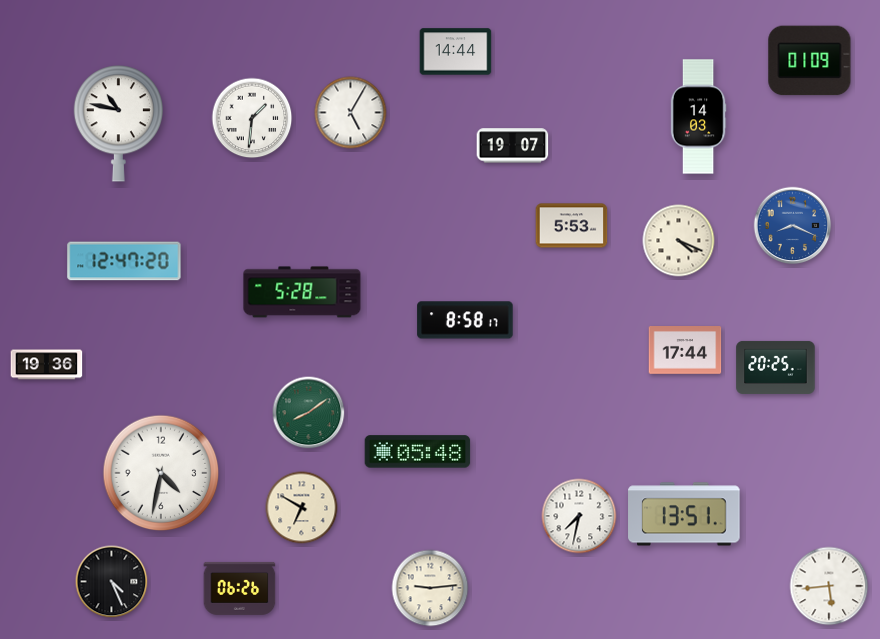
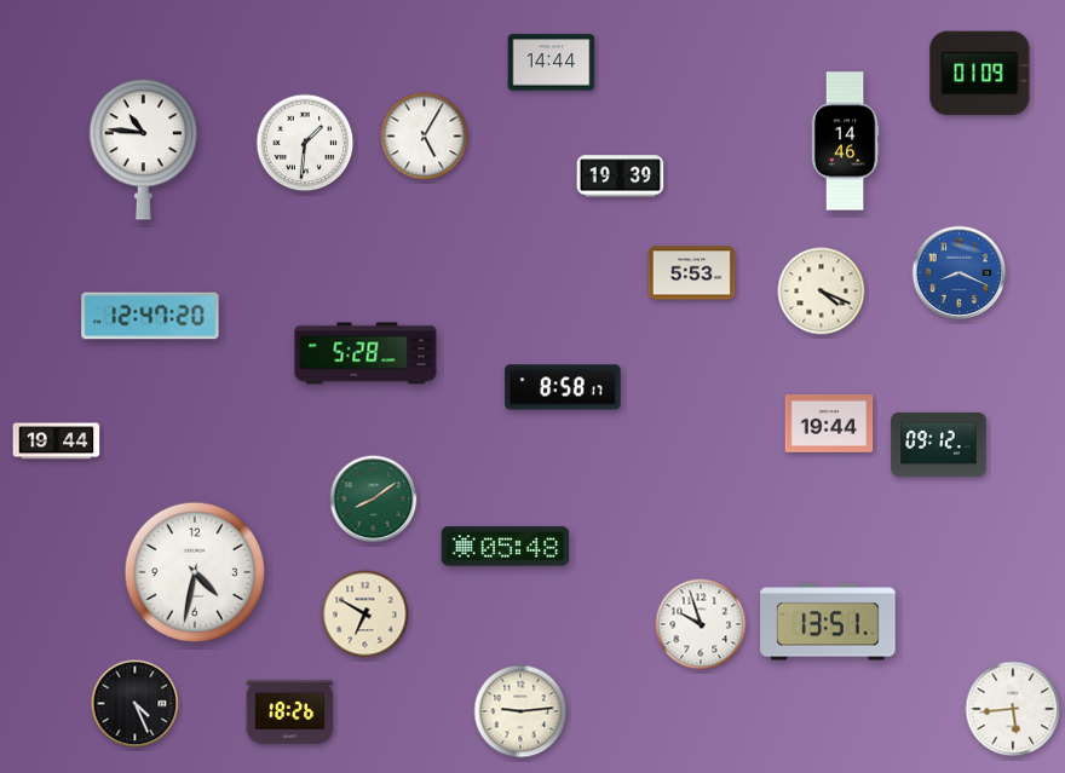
clock at (698, 117): 14:03 -> 14:46
clock at (118, 124): 10:47 -> 10:46
clock at (513, 146): 19:07 -> 19:39
clock at (685, 351): 17:44 -> 19:44
clock at (47, 365): 19:36 -> 19:44
clock at (776, 367): 20:25 -> 09:12
clock at (579, 516): 7:32 -> 9:57
clock at (829, 586) position: (829, 586) -> (1013, 709)
clock at (240, 588): 06:26 -> 18:26
